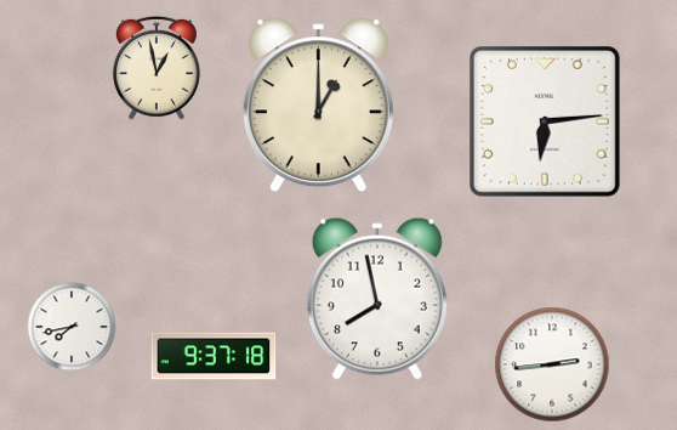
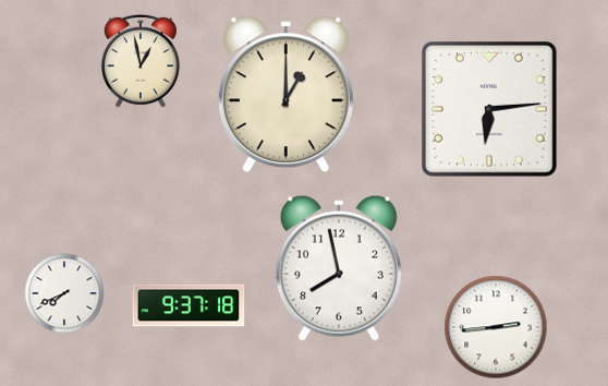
clock at (72, 327): 7:43 -> 7:41
clock at (214, 356) position: (214, 356) -> (189, 305)
